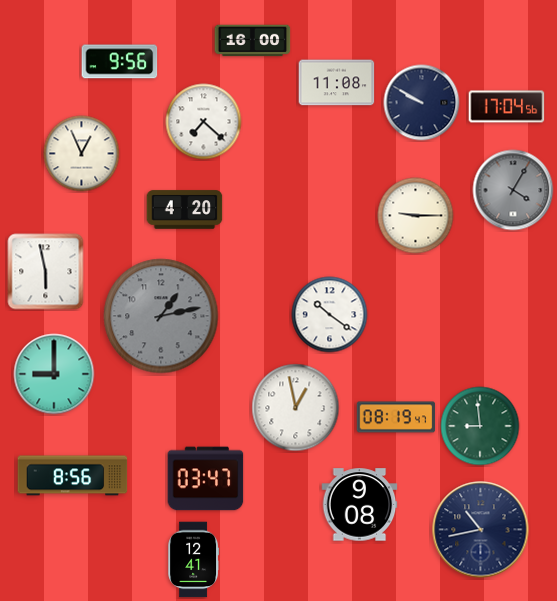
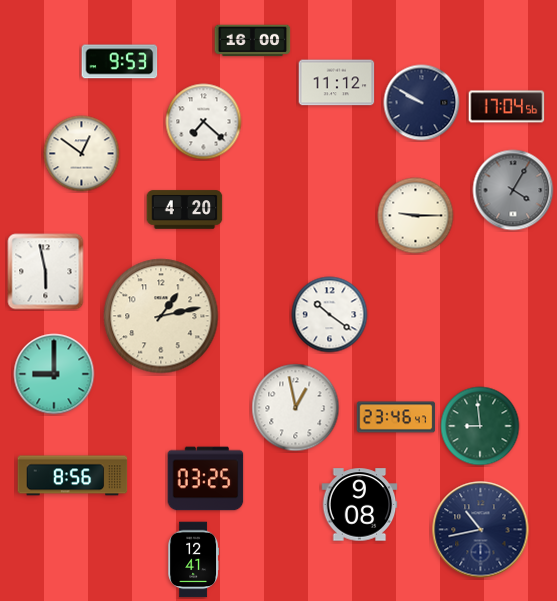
clock at (120, 62): 9:56 -> 9:53
clock at (337, 83): 11:08 -> 11:12
clock at (82, 154): 12:56 -> 12:51
clock at (161, 316) dial: grey -> cream
clock at (396, 417): 08:19 -> 23:46
clock at (206, 479): 03:47 -> 03:25
